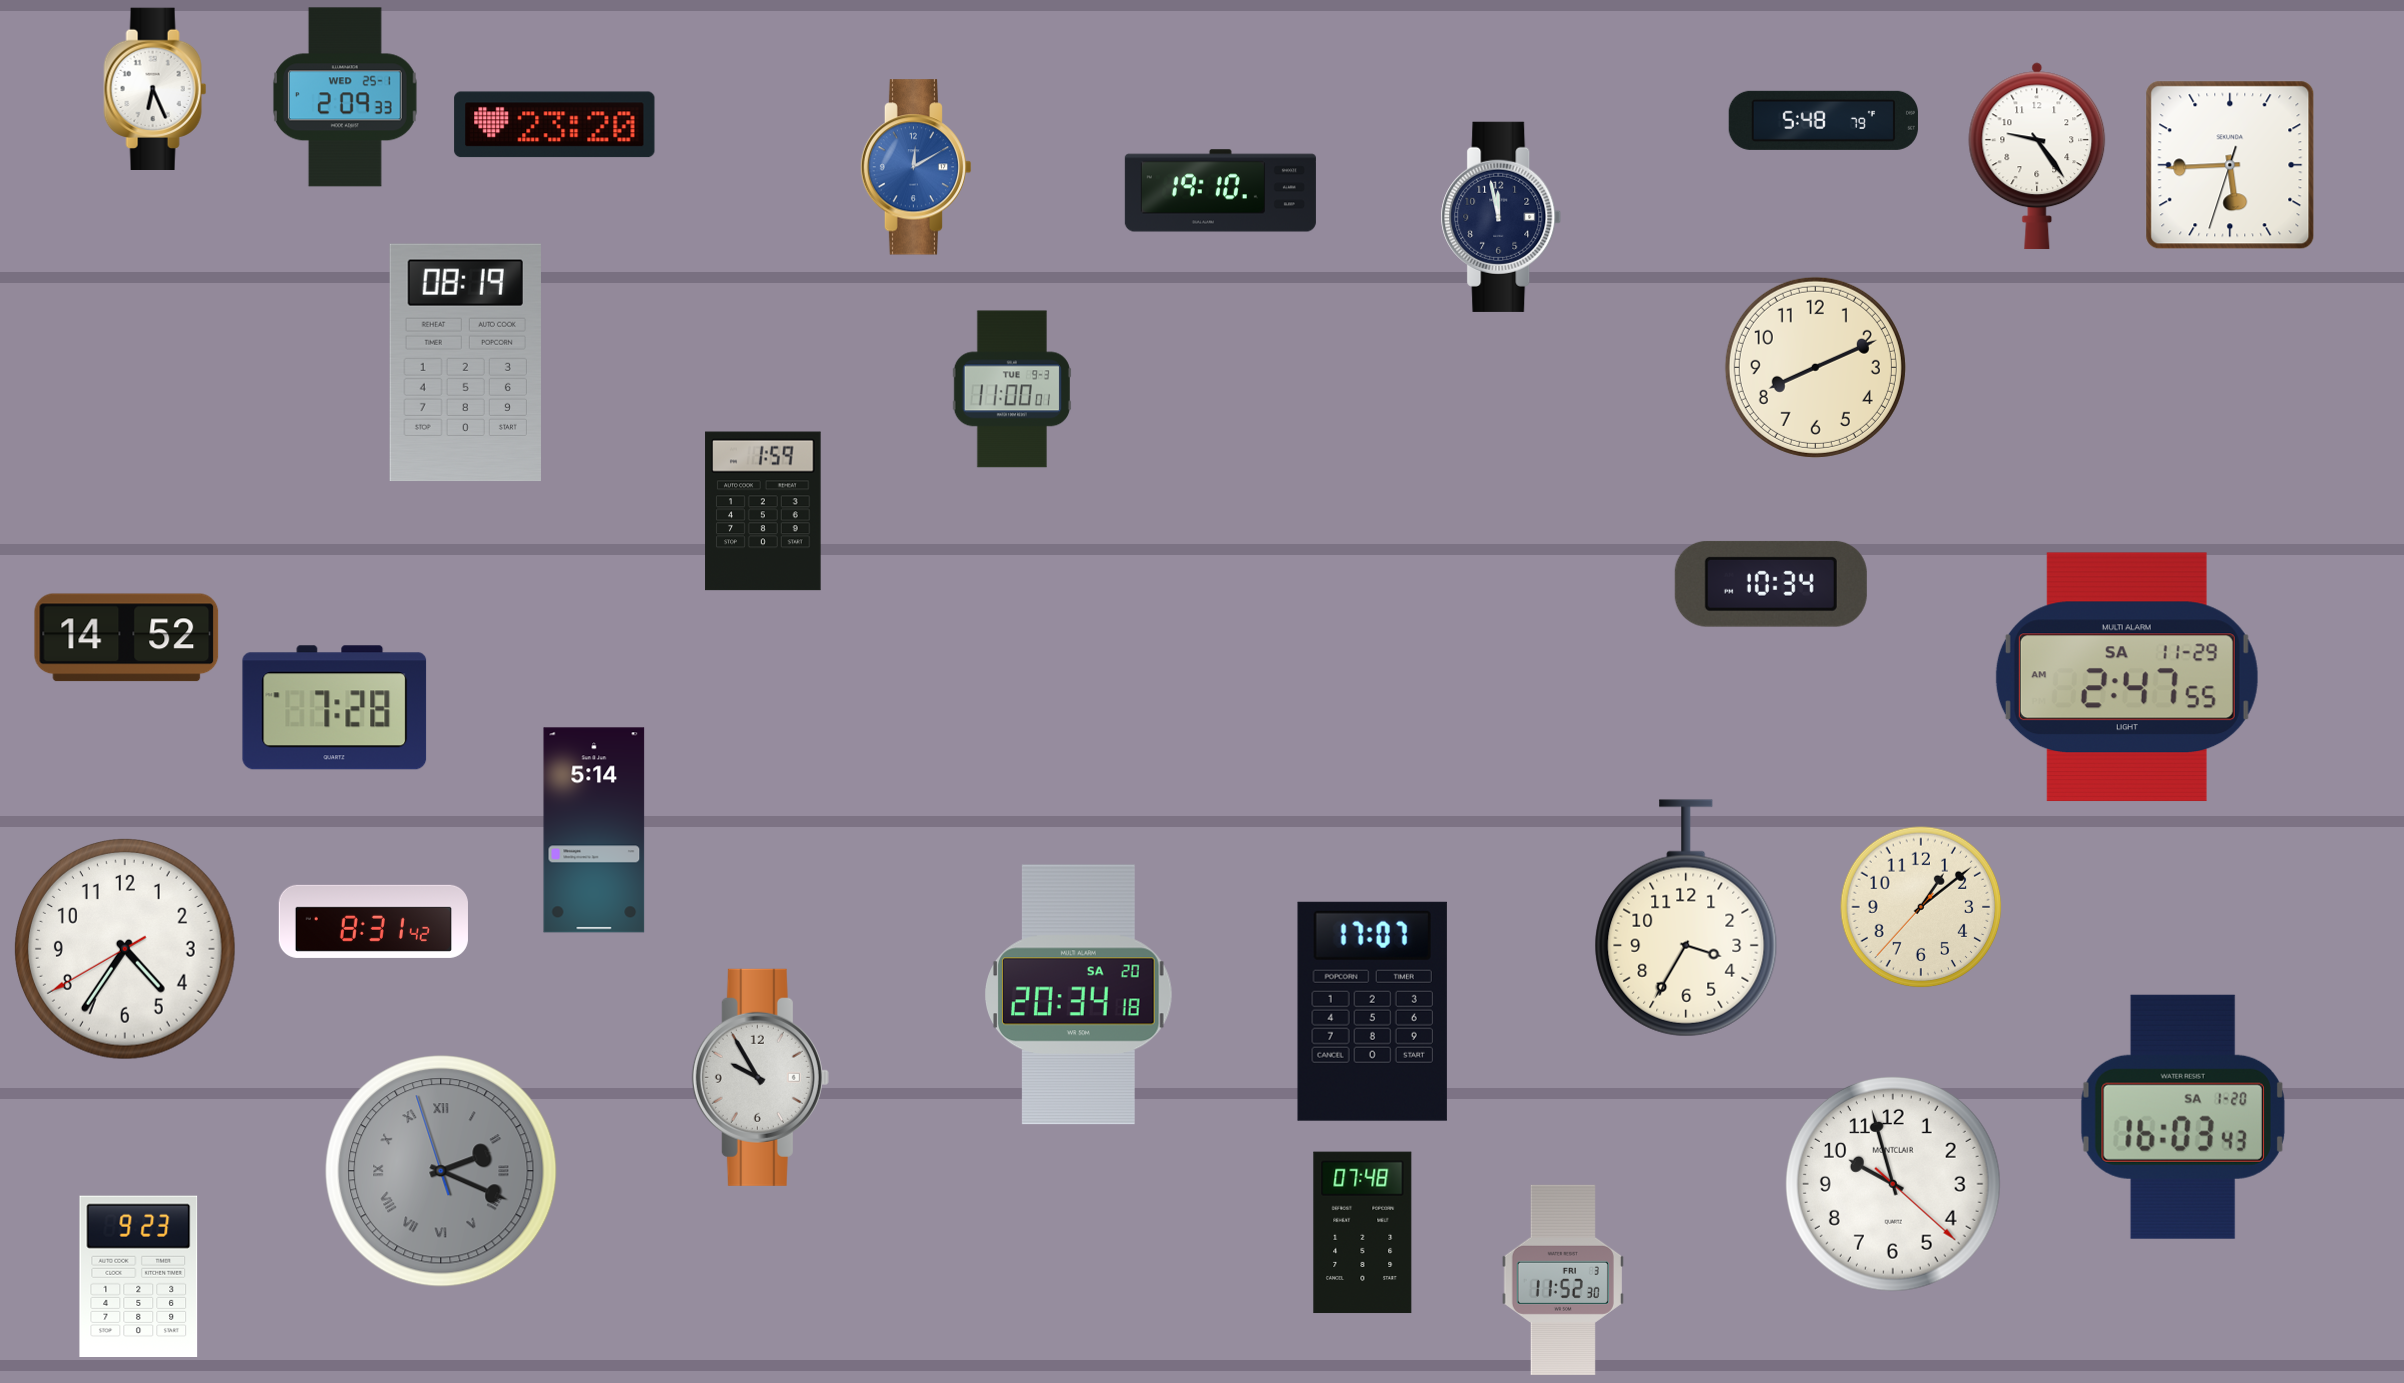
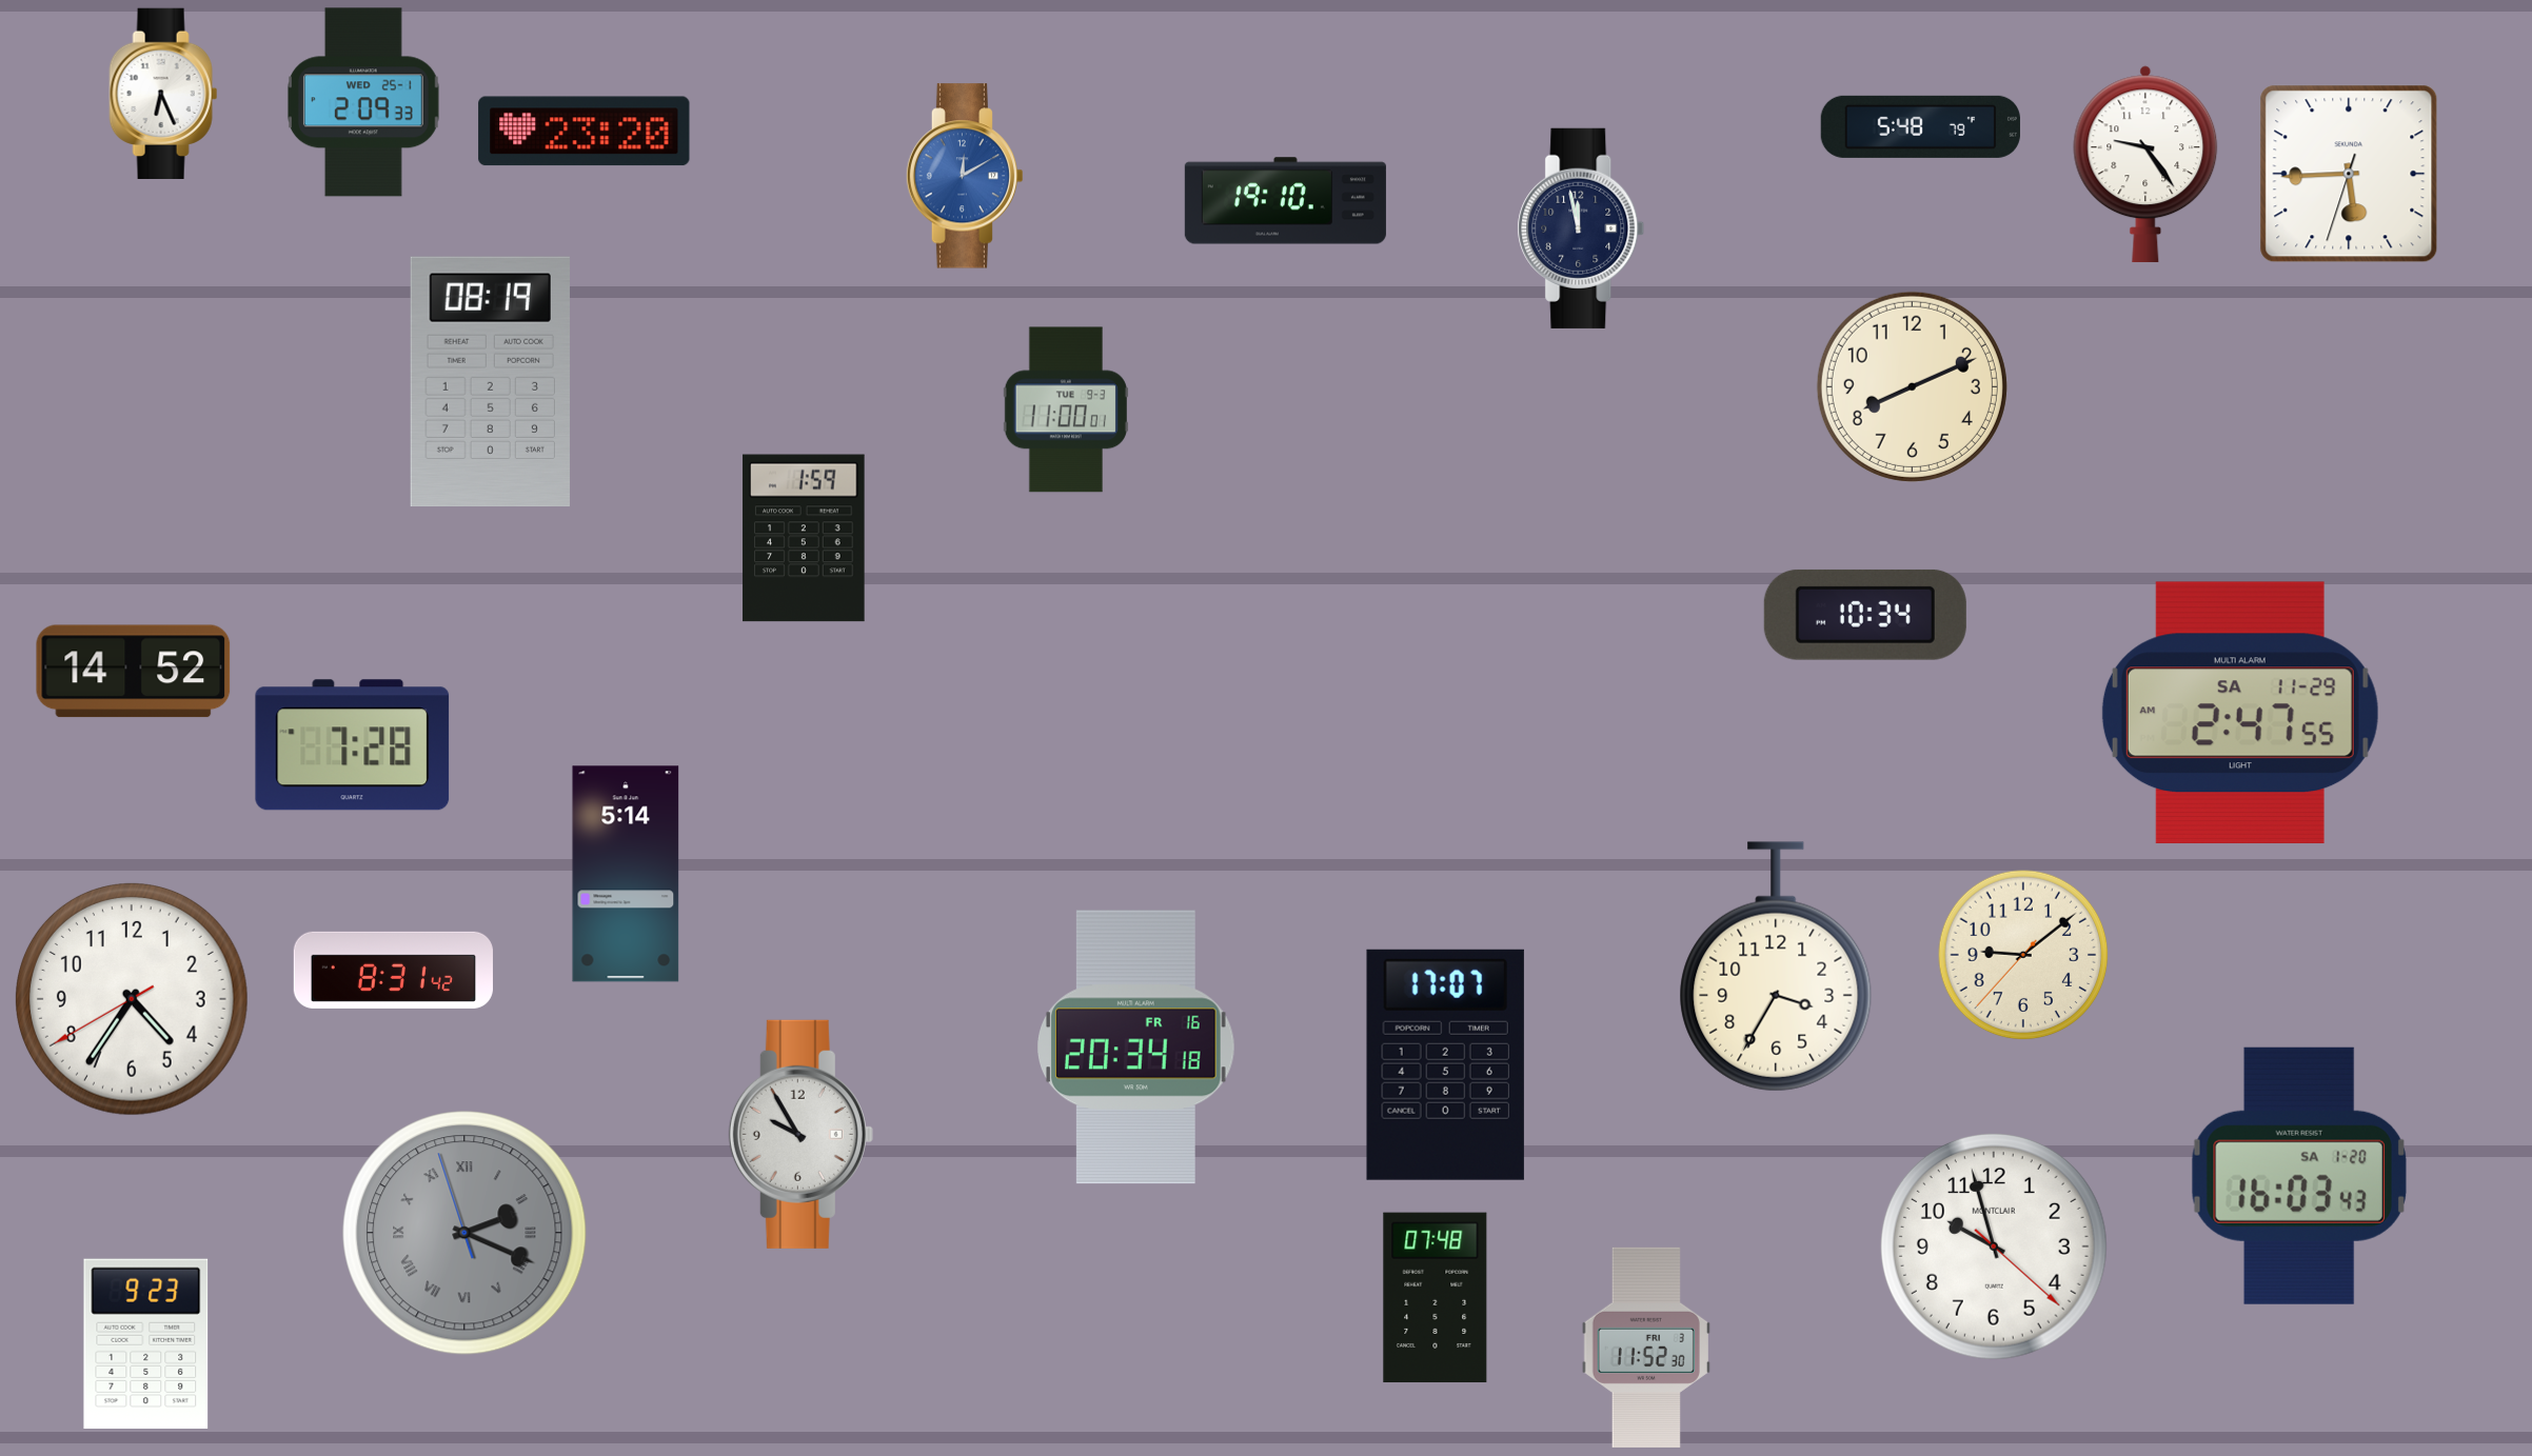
clock at (1921, 907): 1:08 -> 9:08
clock at (1079, 995) date: SA 20 -> FR 16
